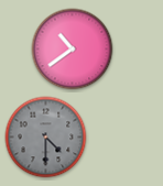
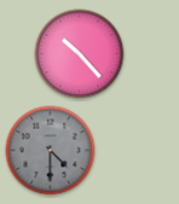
clock at (73, 50): 10:39 -> 10:23
